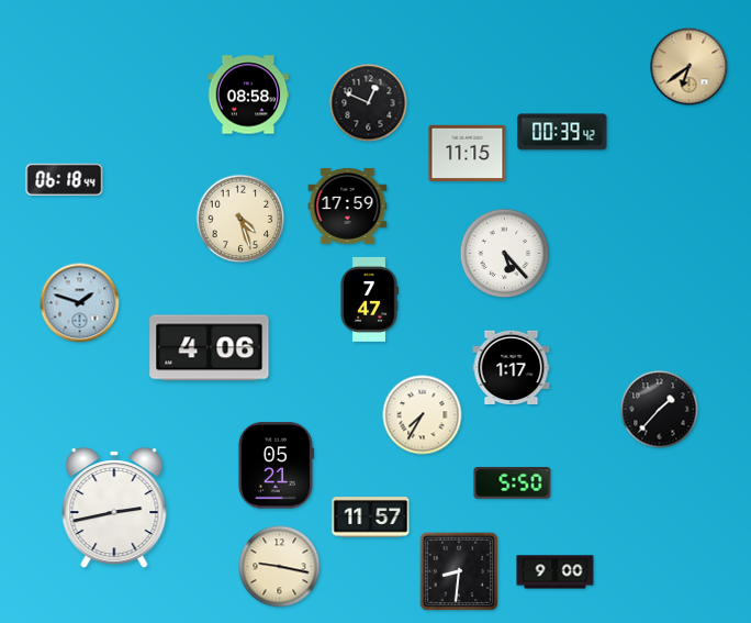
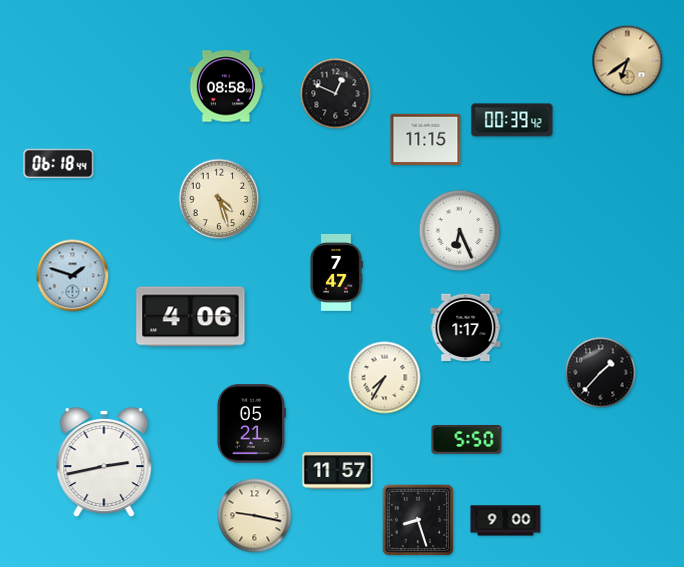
clock at (348, 205): 17:59 -> none
clock at (505, 254): 5:23 -> 6:26
clock at (512, 368) position: (512, 368) -> (466, 328)
clock at (459, 571): 8:31 -> 8:27
